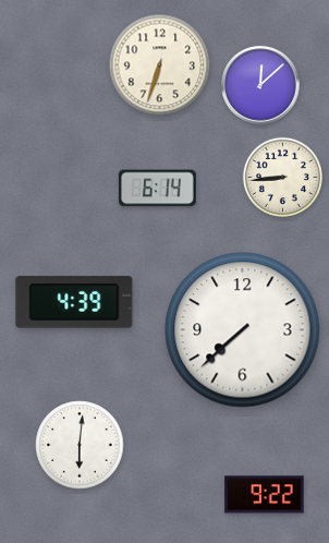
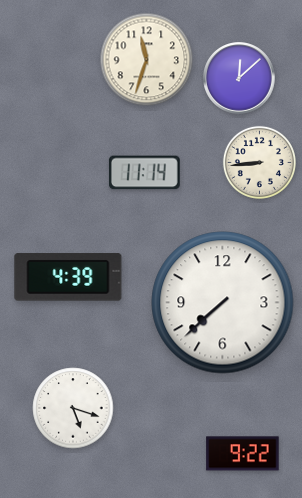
clock at (160, 65): 6:33 -> 11:33
clock at (157, 189): 6:14 -> 11:14
clock at (80, 445): 6:01 -> 5:18
